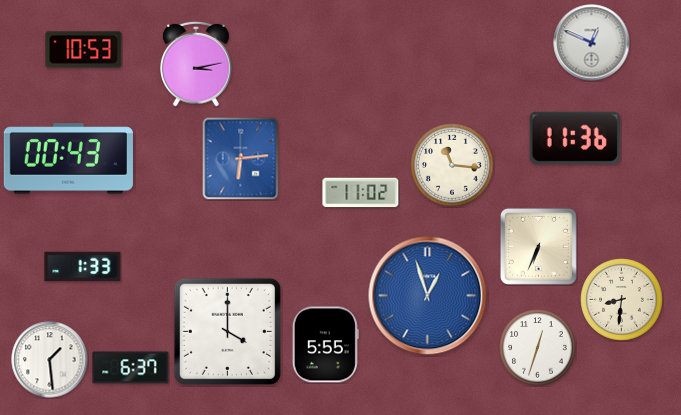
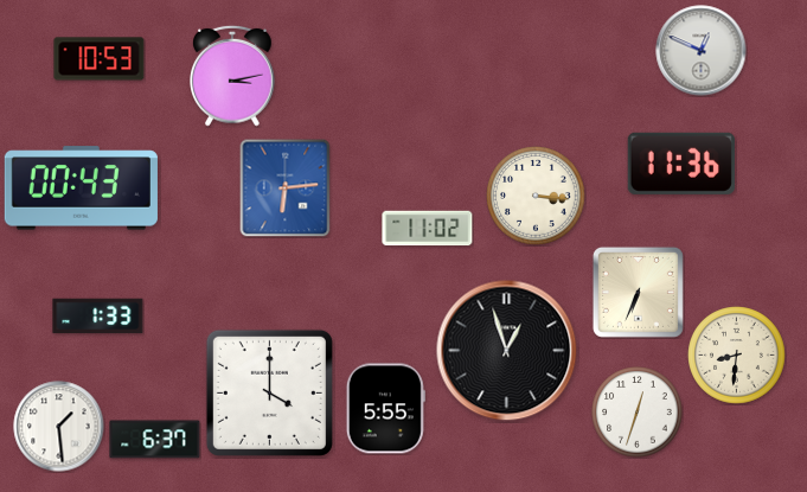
clock at (452, 165): 11:16 -> 3:16
clock at (428, 296) dial: blue -> black
clock at (131, 368) position: (131, 368) -> (155, 440)
